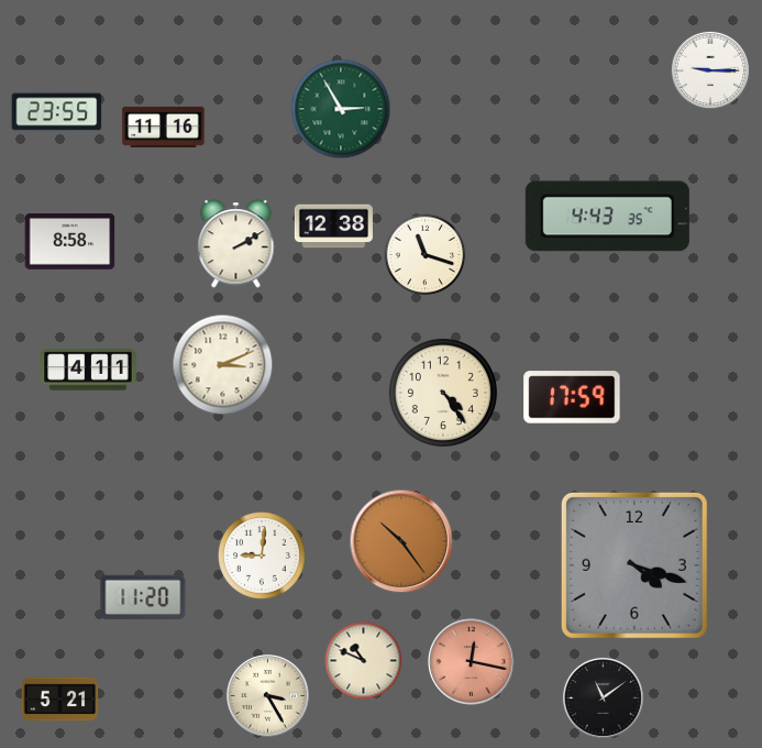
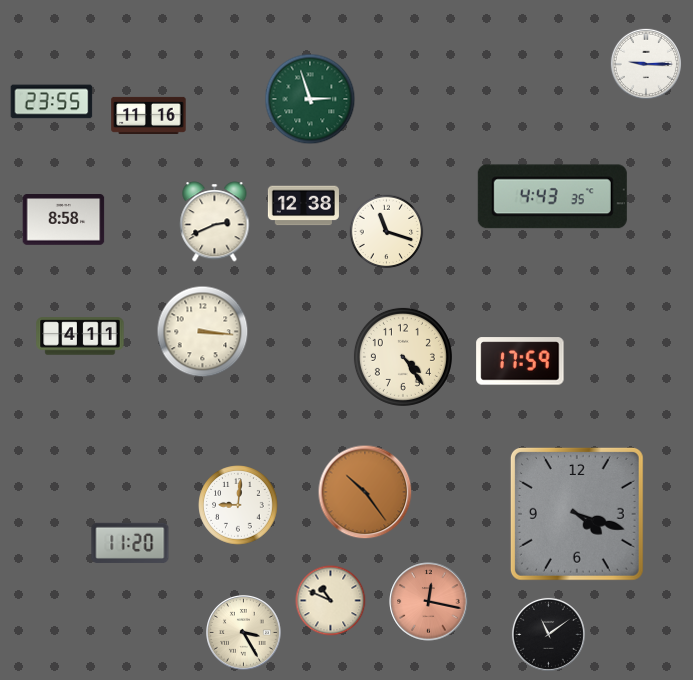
clock at (341, 109): 2:55 -> 2:57
clock at (236, 244): 2:10 -> 2:41
clock at (223, 365): 3:11 -> 3:16
clock at (60, 700): 5:21 -> none
